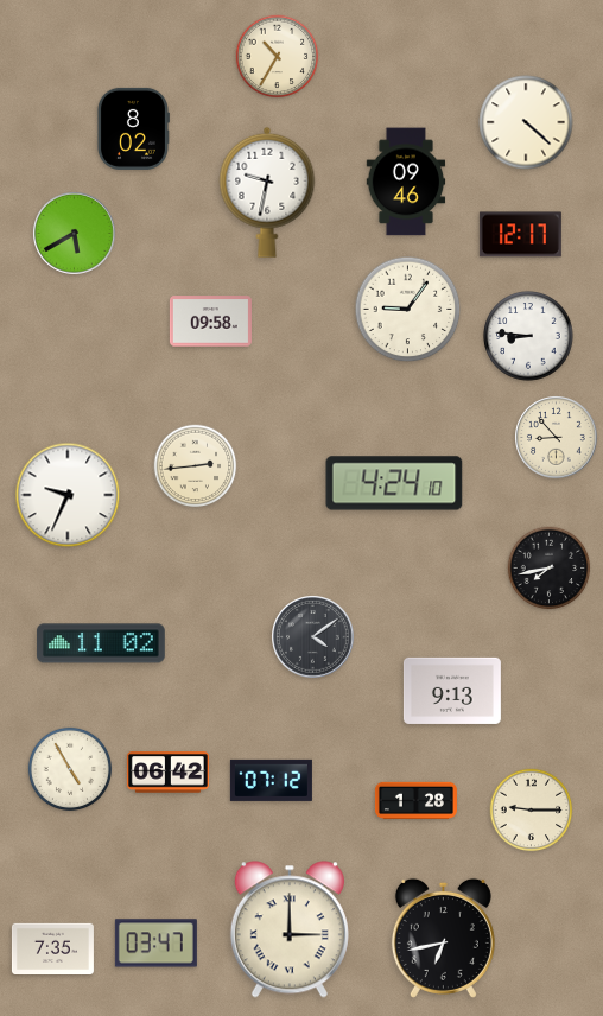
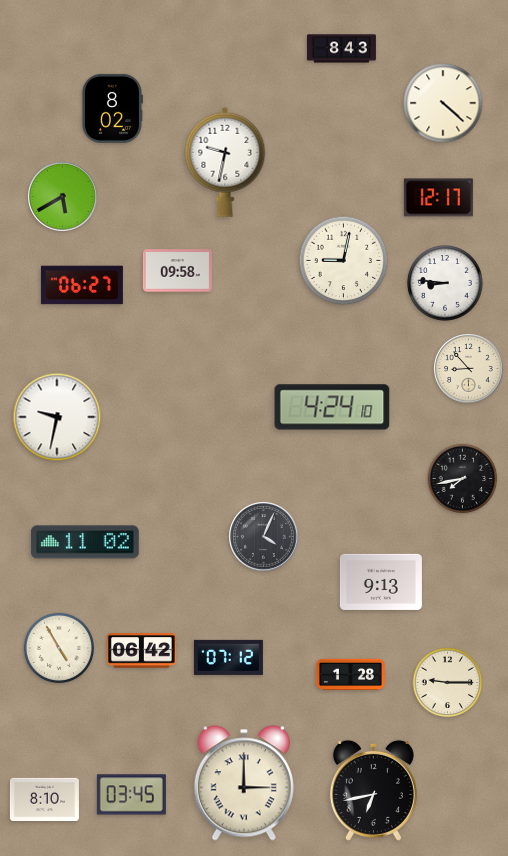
clock at (278, 57): 10:35 -> none
clock at (341, 49): none -> 8:43
clock at (406, 182): 09:46 -> none
clock at (408, 310): 9:06 -> 9:02
clock at (82, 285): none -> 06:27
clock at (196, 466): 2:44 -> none
clock at (68, 495): 9:34 -> 9:32
clock at (313, 637): 4:09 -> 4:04
clock at (155, 944): 03:47 -> 03:45
clock at (52, 948): 7:35 -> 8:10
